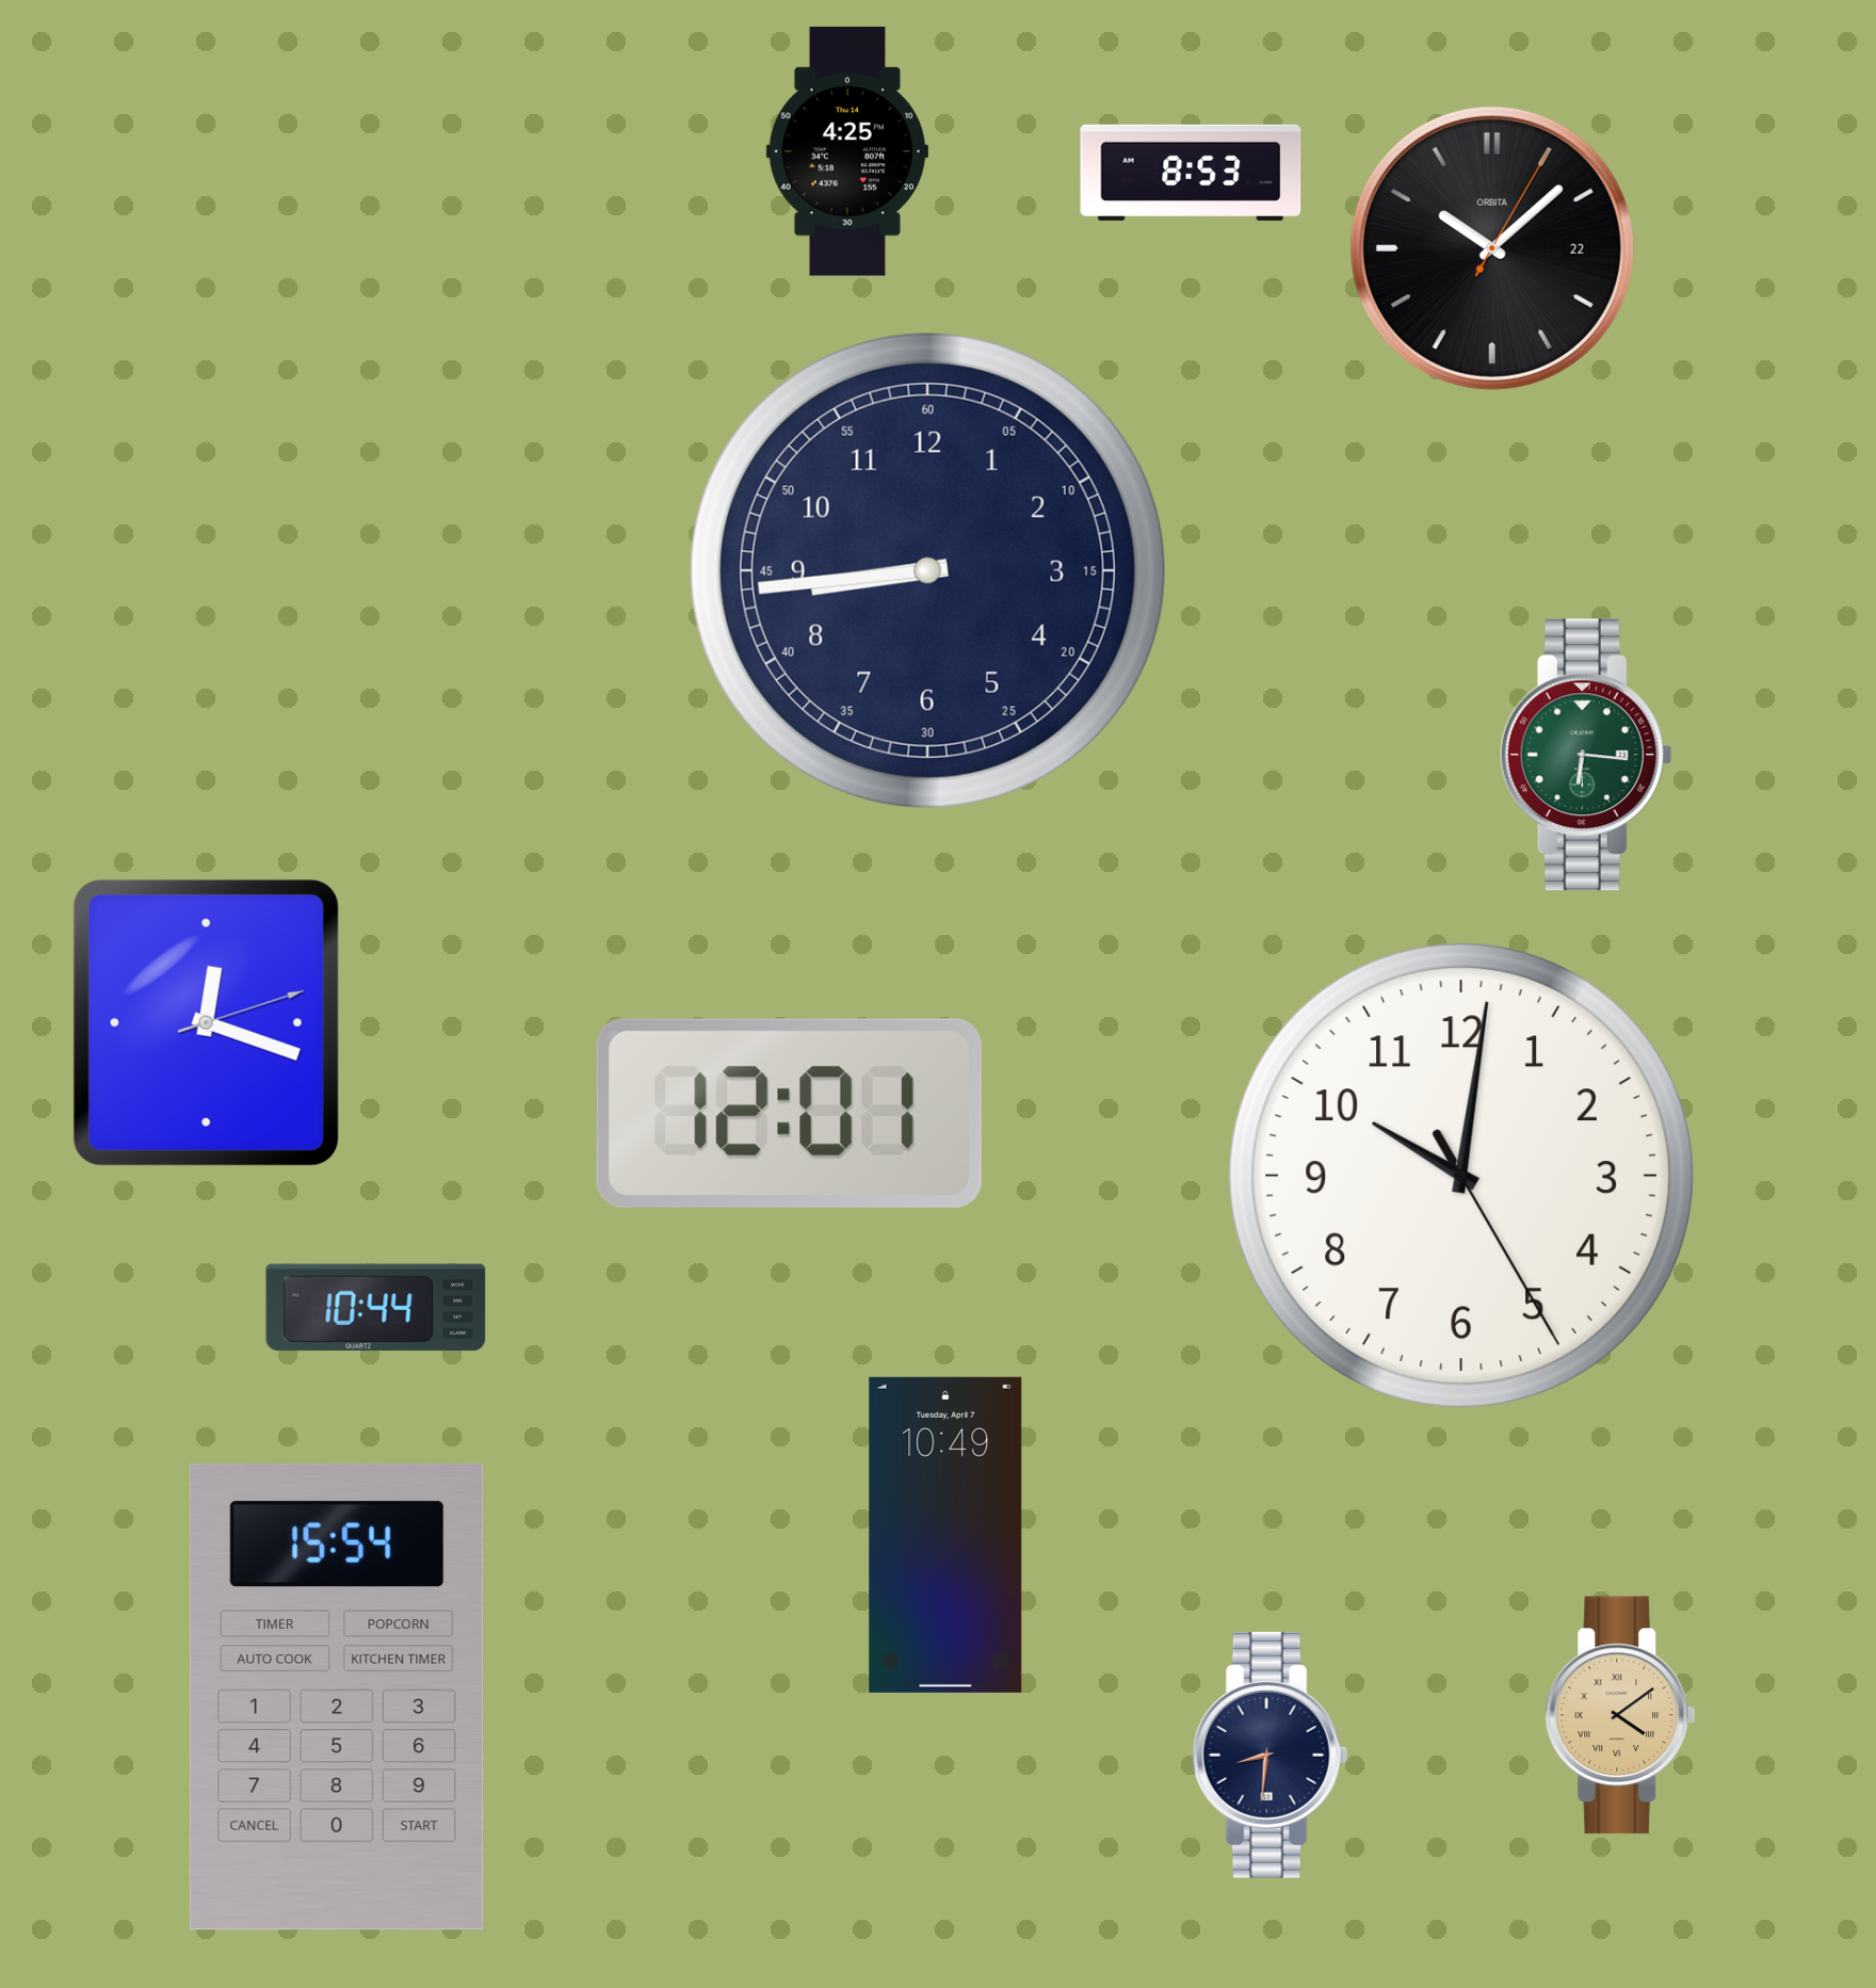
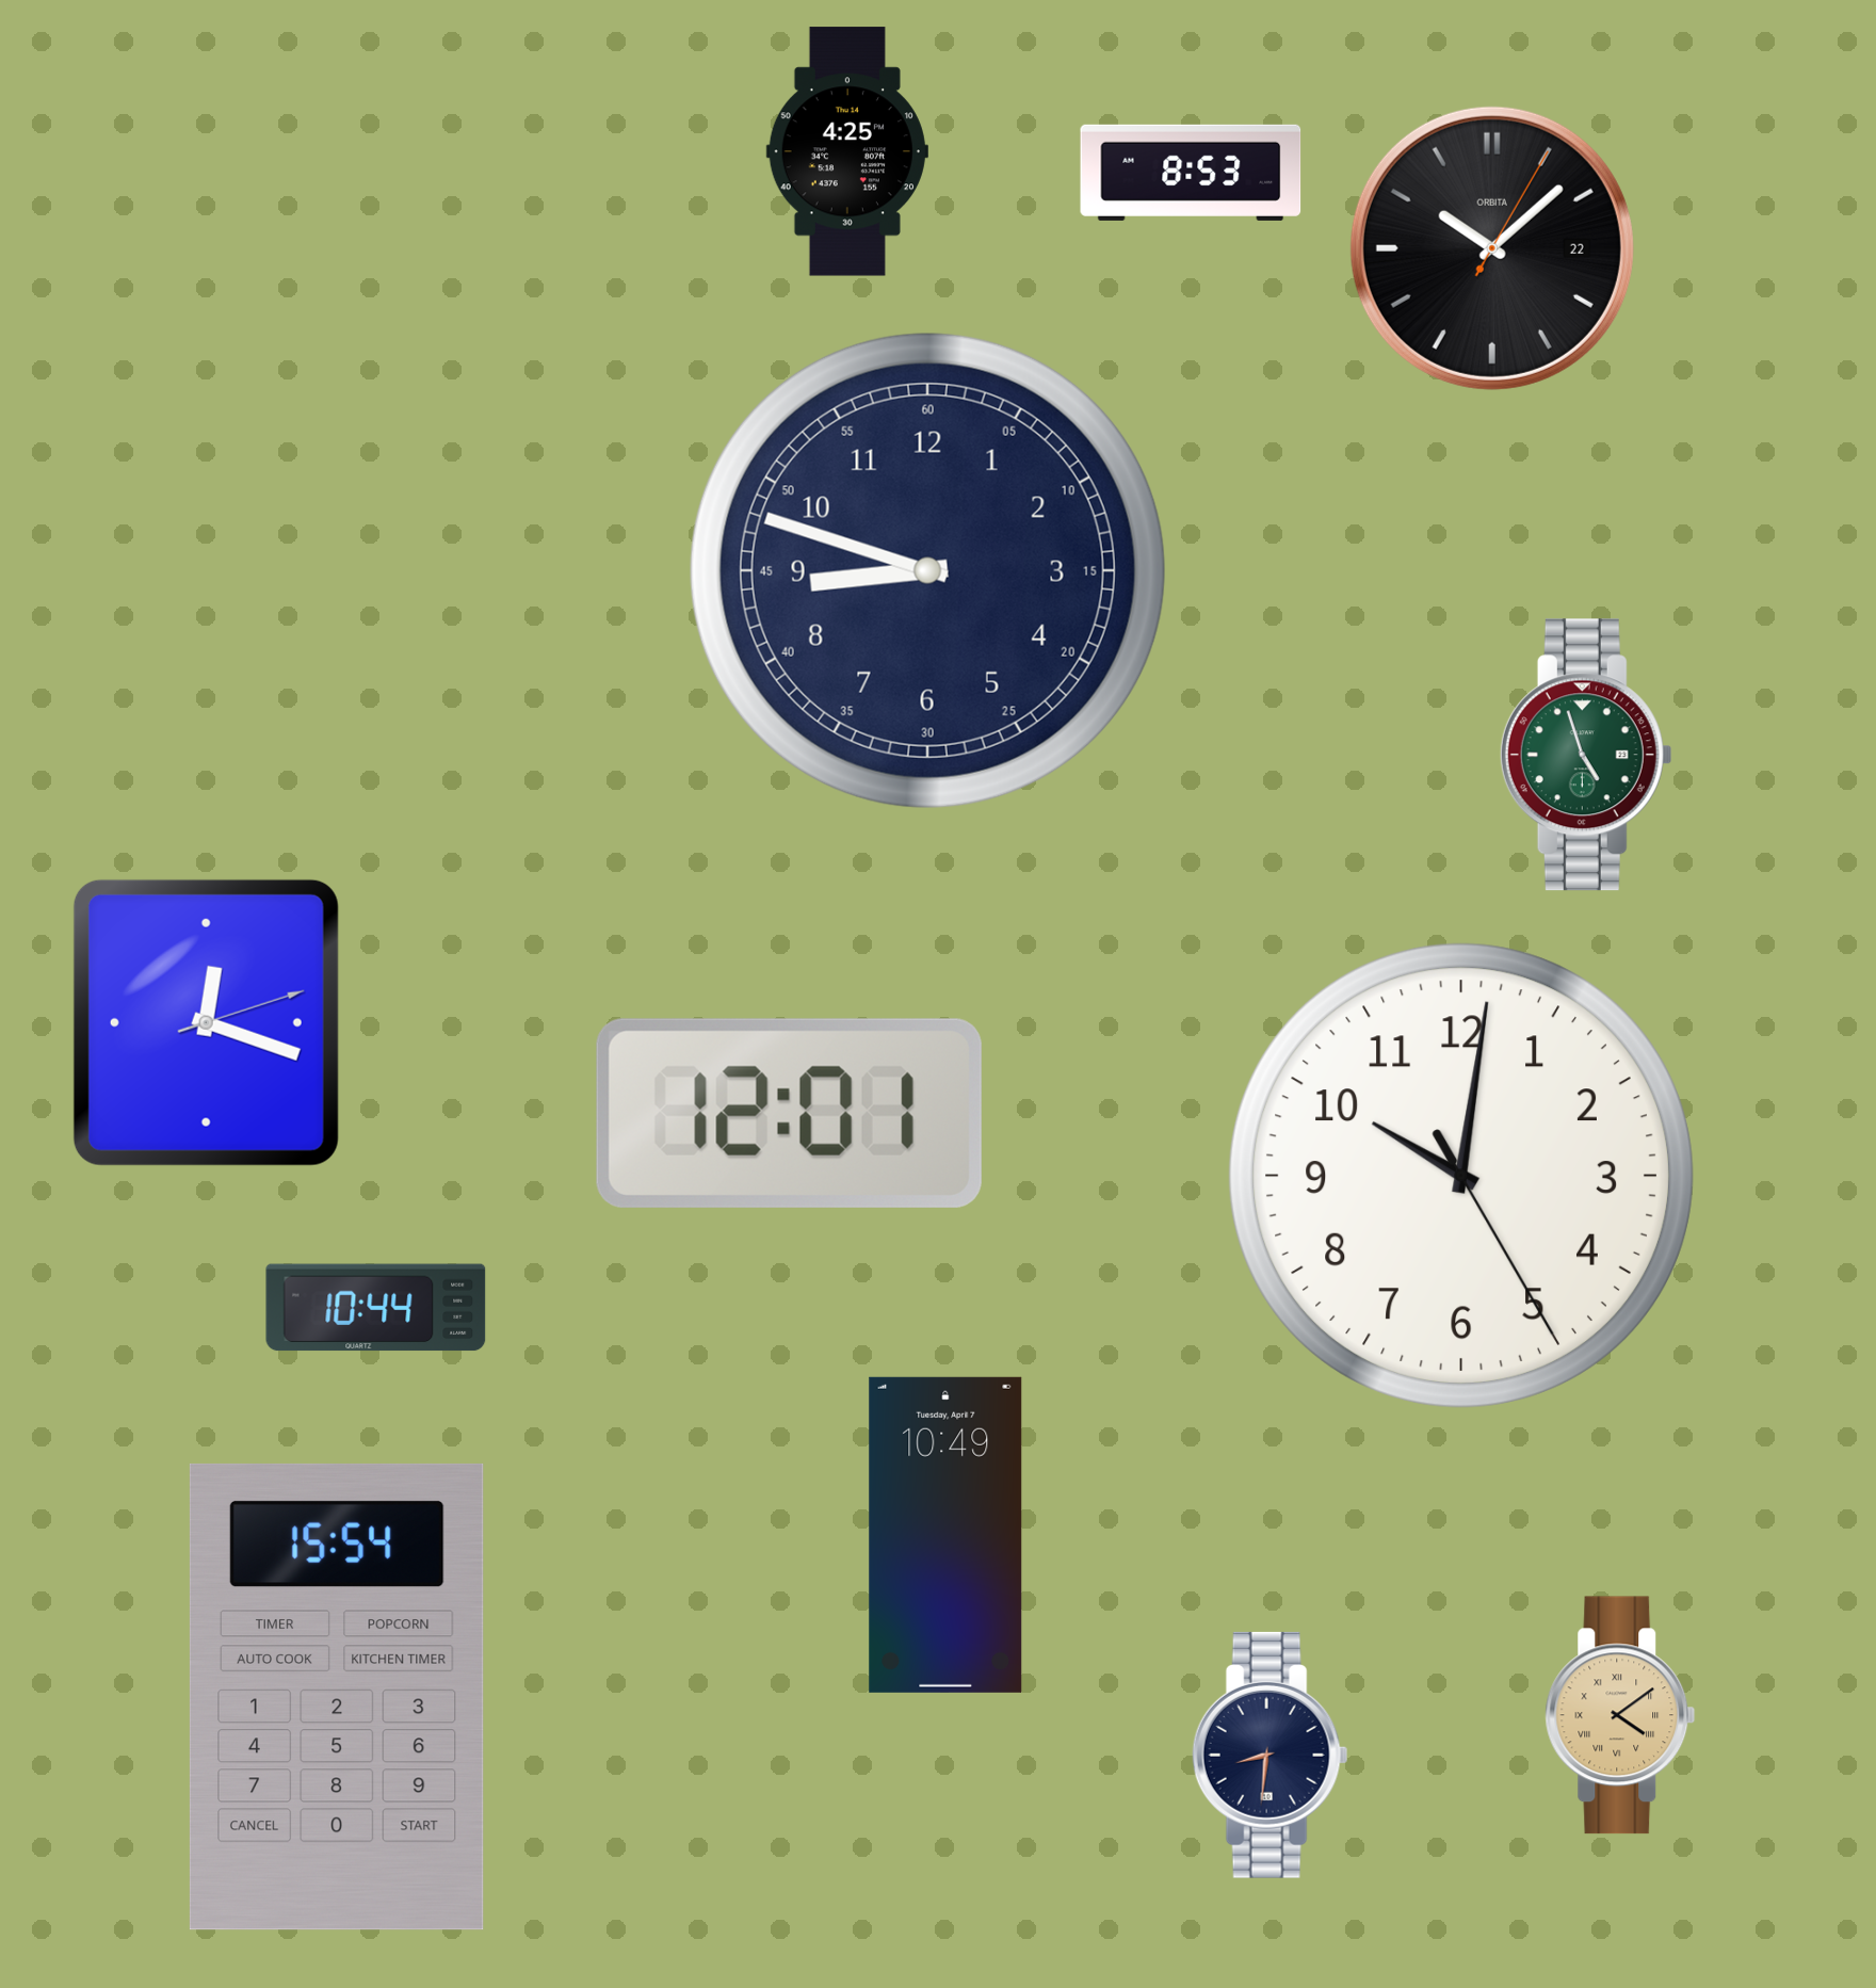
clock at (927, 570): 8:44 -> 8:48
clock at (1586, 755): 6:16 -> 4:57
